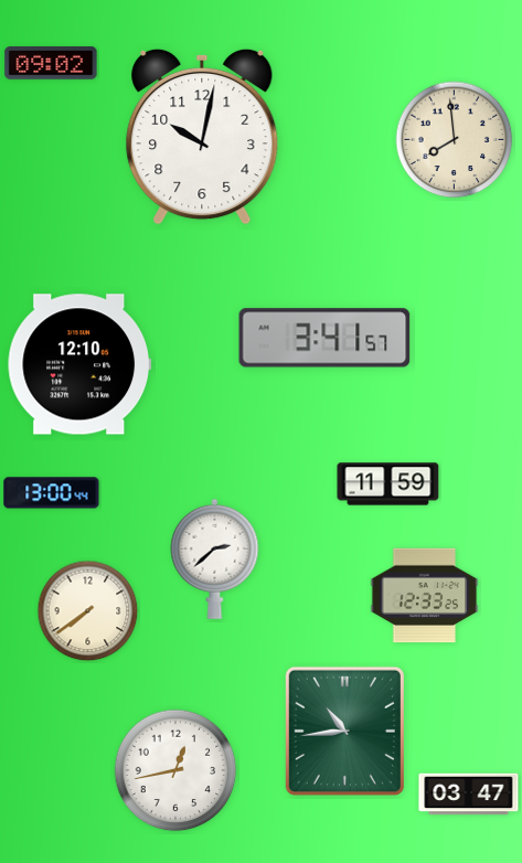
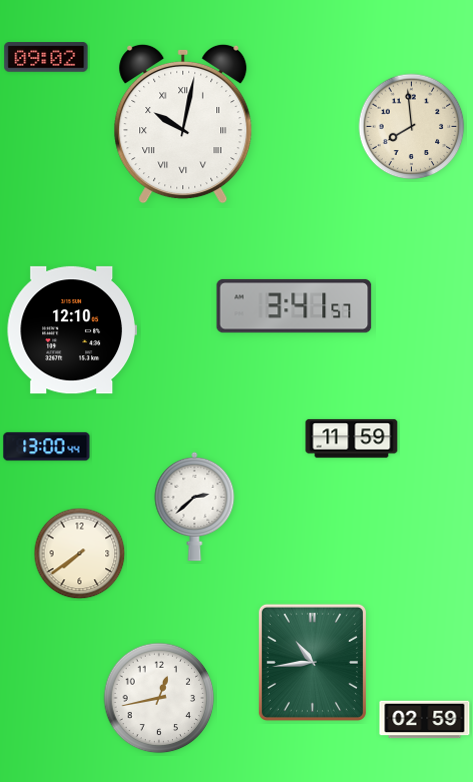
clock at (202, 137) numerals: Arabic -> Roman
clock at (425, 596): 12:33 -> none
clock at (469, 795): 03:47 -> 02:59
